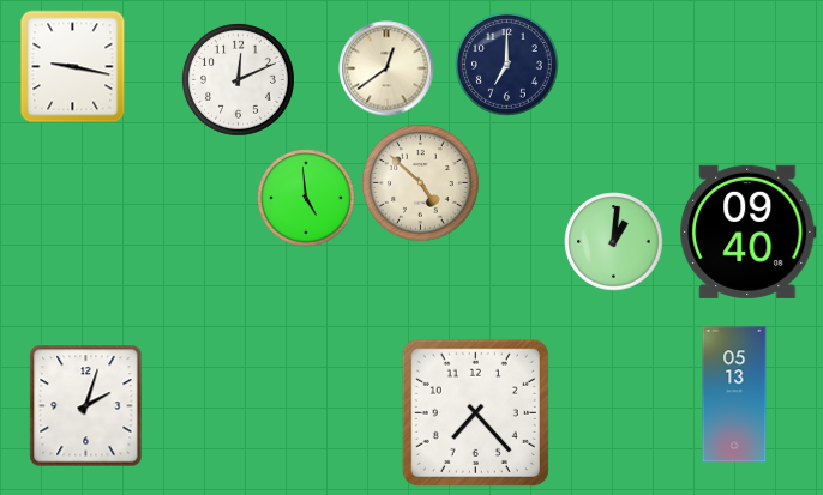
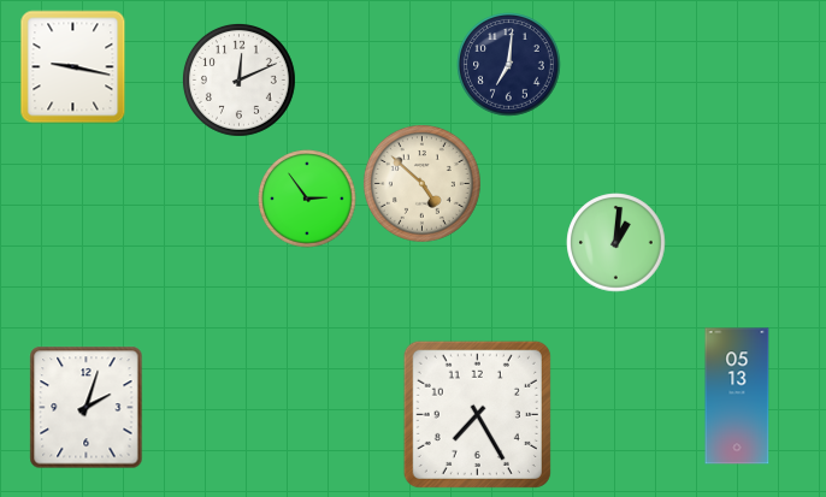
clock at (507, 65): 7:00 -> 7:01
clock at (386, 68): 12:39 -> none
clock at (306, 198): 4:59 -> 2:54
clock at (749, 231): 09:40 -> none
clock at (475, 412): 7:23 -> 7:25
